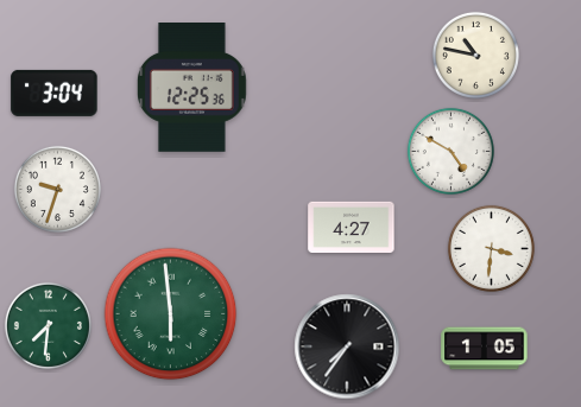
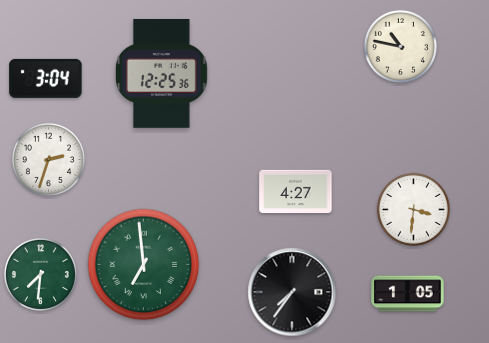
clock at (450, 151): 4:50 -> none
clock at (57, 189): 9:33 -> 2:33
clock at (171, 314): 5:59 -> 6:59
